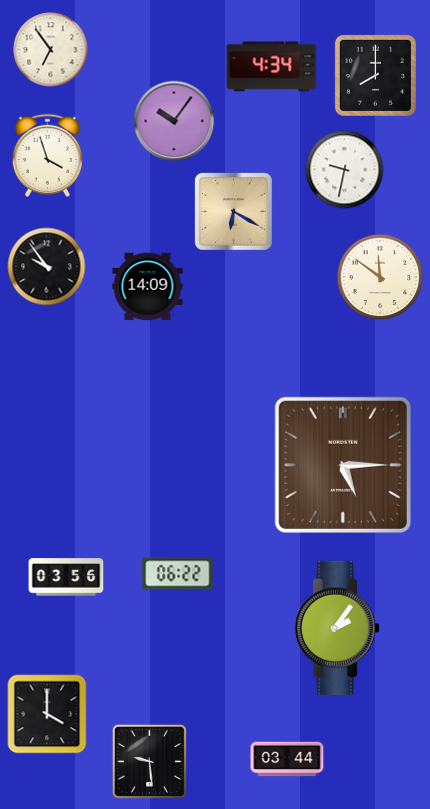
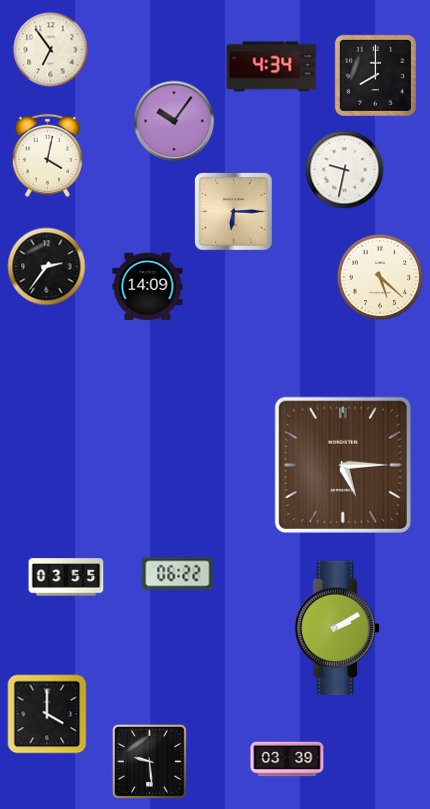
clock at (47, 155): 3:57 -> 4:02
clock at (234, 212): 6:20 -> 6:15
clock at (47, 267): 9:54 -> 2:36
clock at (380, 277): 11:51 -> 5:22
clock at (66, 577): 03:56 -> 03:55
clock at (337, 628): 2:06 -> 2:10
clock at (287, 759): 03:44 -> 03:39
